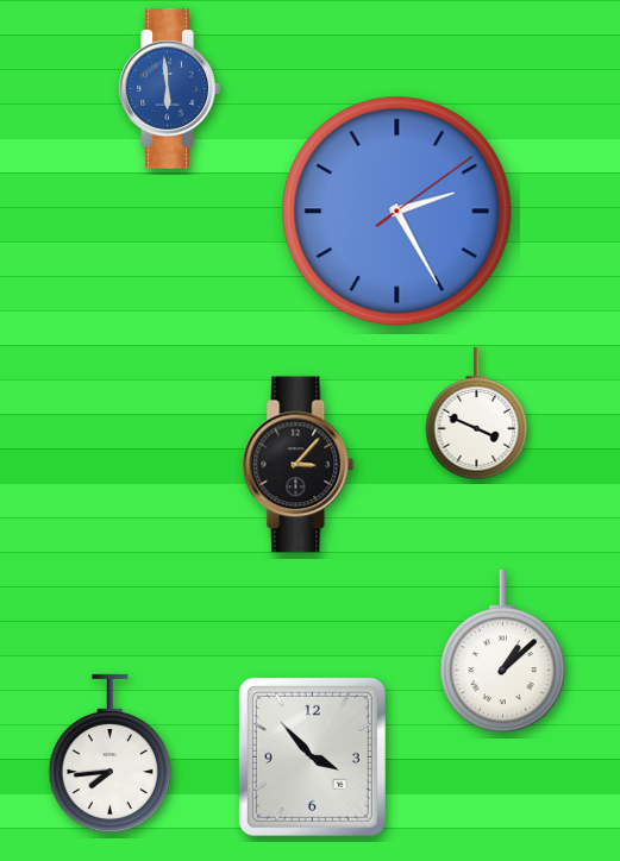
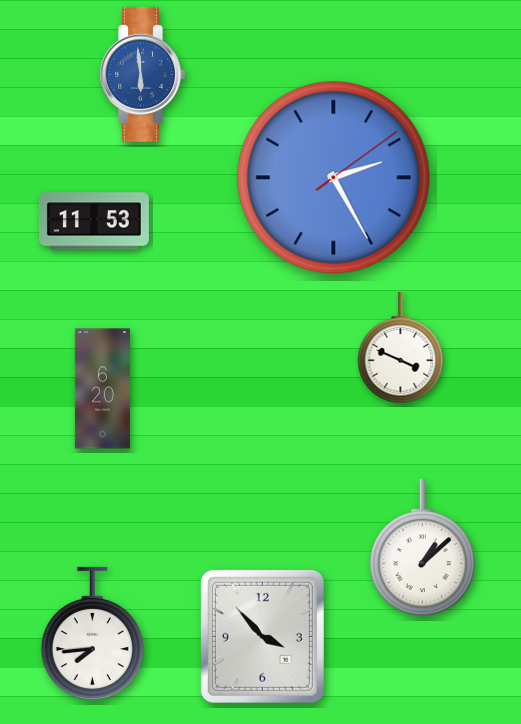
clock at (94, 221): none -> 11:53
clock at (102, 389): none -> 6:20
clock at (299, 465): 3:07 -> none
